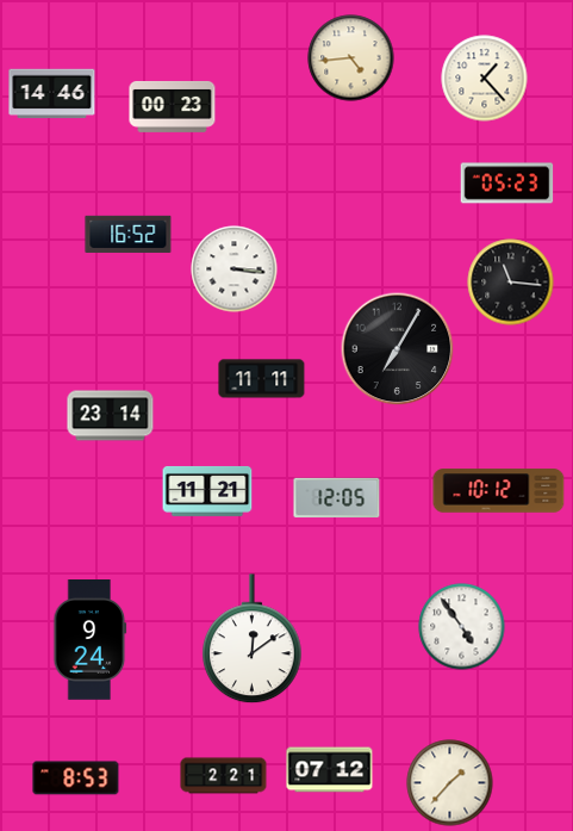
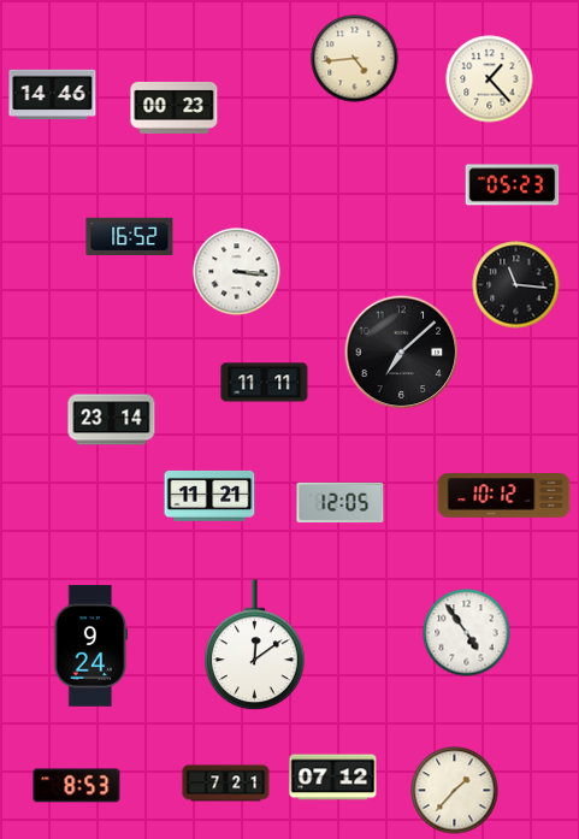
clock at (398, 349): 7:05 -> 7:08
clock at (224, 776): 2:21 -> 7:21
